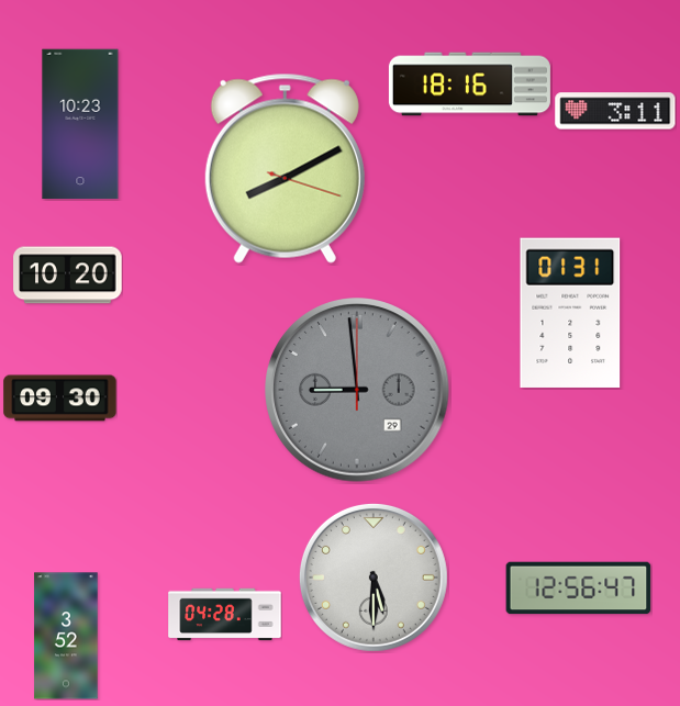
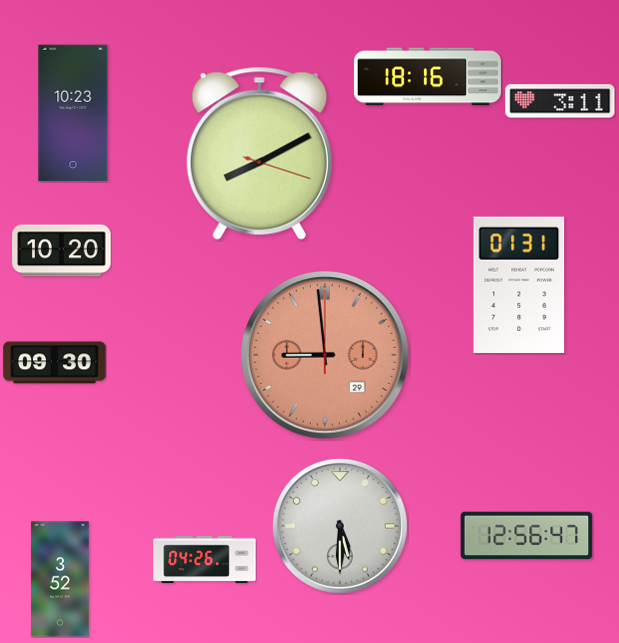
clock at (357, 390) dial: grey -> salmon
clock at (225, 615): 04:28 -> 04:26
